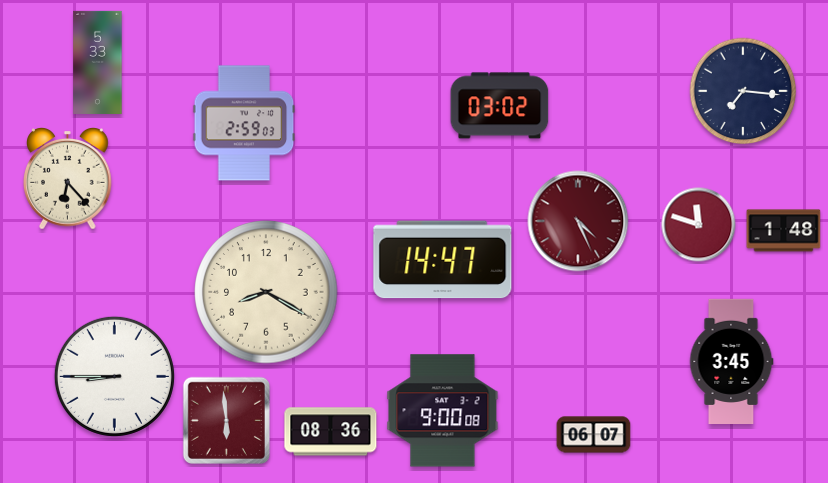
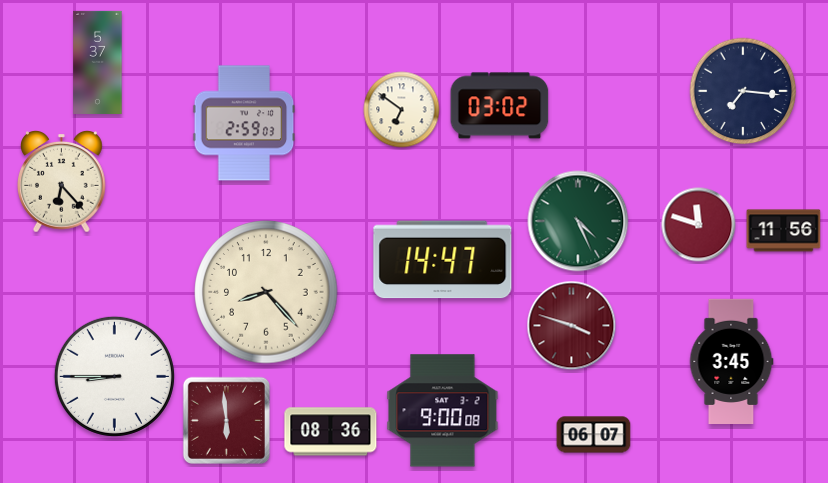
clock at (98, 62): 5:33 -> 5:37
clock at (402, 110): none -> 6:51
clock at (68, 179) position: (68, 179) -> (62, 182)
clock at (578, 221) dial: burgundy -> green
clock at (784, 231): 1:48 -> 11:56
clock at (266, 292): 8:20 -> 8:23
clock at (572, 326): none -> 3:48
